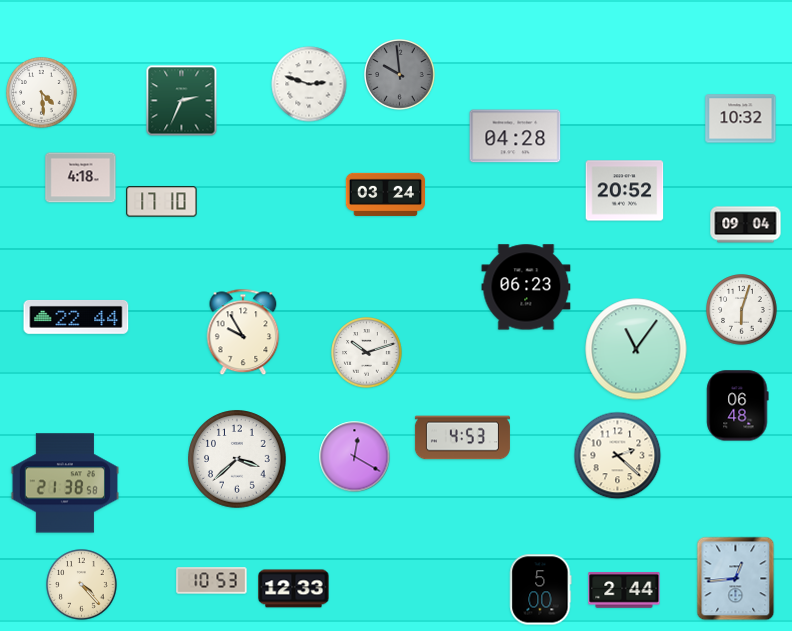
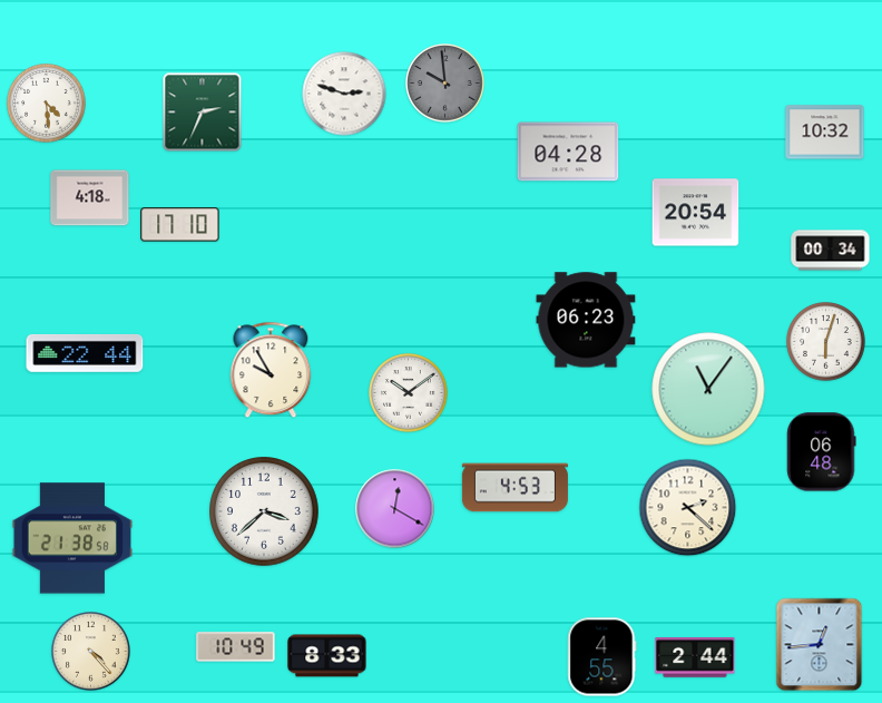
clock at (515, 136) position: (515, 136) -> (568, 152)
clock at (625, 191): 20:52 -> 20:54
clock at (385, 194): 03:24 -> none
clock at (746, 225): 09:04 -> 00:34
clock at (742, 310) position: (742, 310) -> (826, 342)
clock at (367, 353): 10:12 -> 10:09
clock at (212, 581): 10:53 -> 10:49
clock at (294, 589): 12:33 -> 8:33
clock at (541, 590): 5:00 -> 4:55
